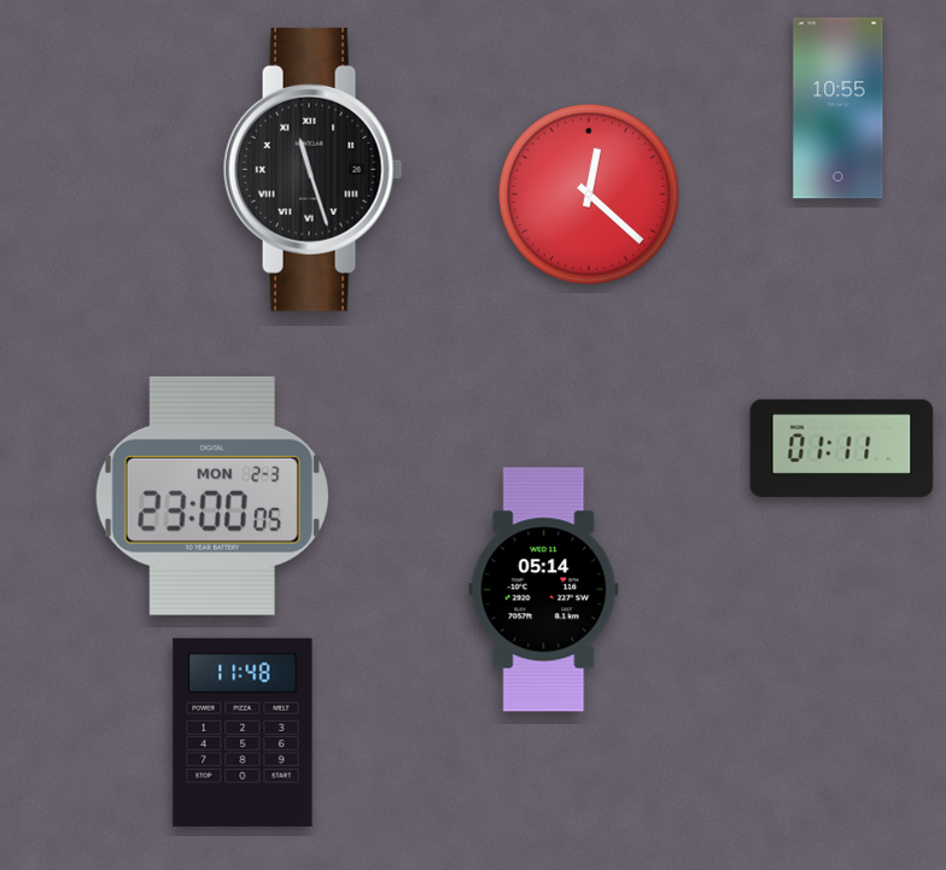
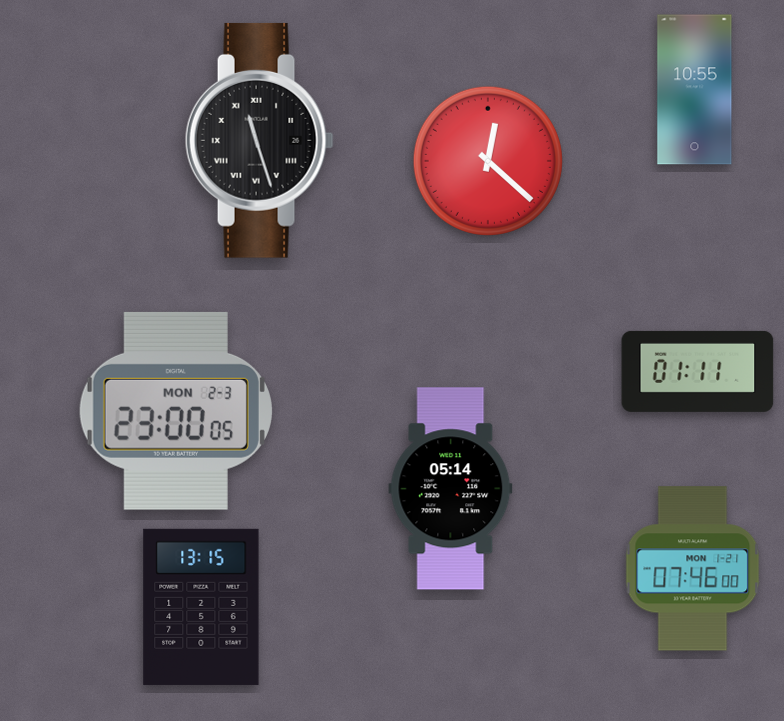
clock at (693, 569): none -> 07:46
clock at (243, 732): 11:48 -> 13:15
